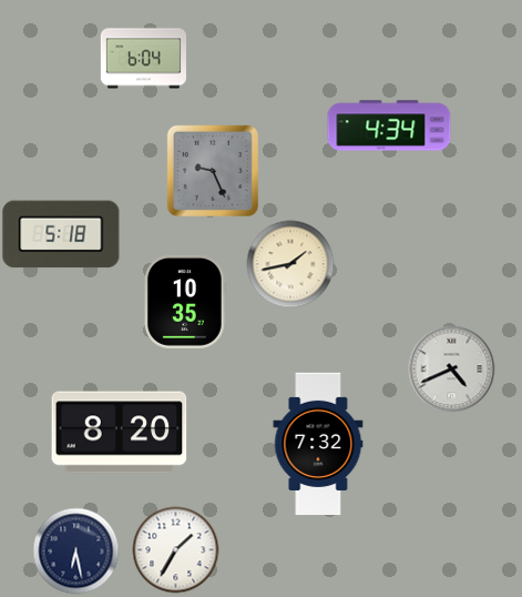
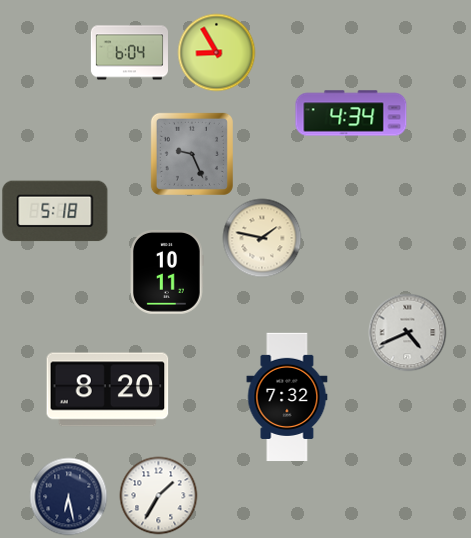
clock at (216, 52): none -> 8:55
clock at (290, 264): 1:43 -> 1:47
clock at (186, 302): 10:35 -> 10:11
clock at (318, 444) position: (318, 444) -> (287, 397)
